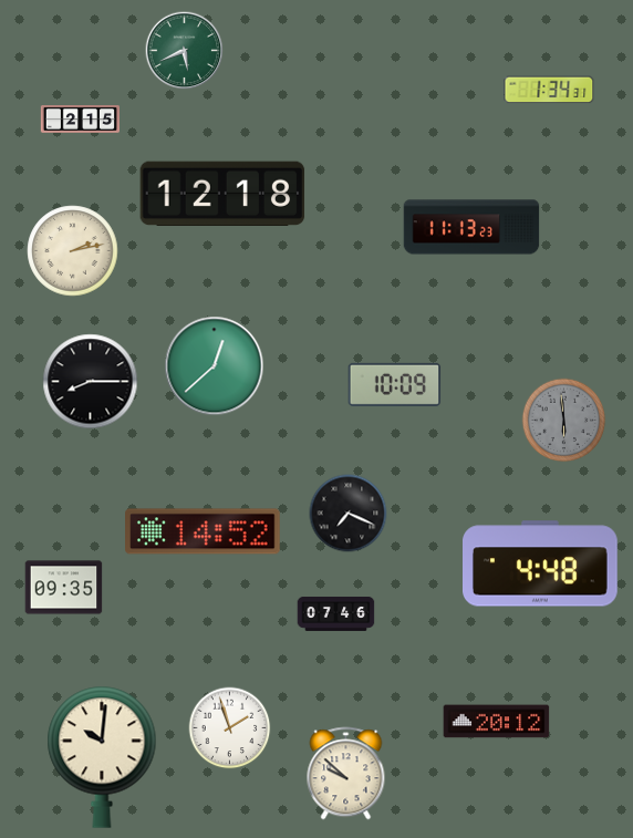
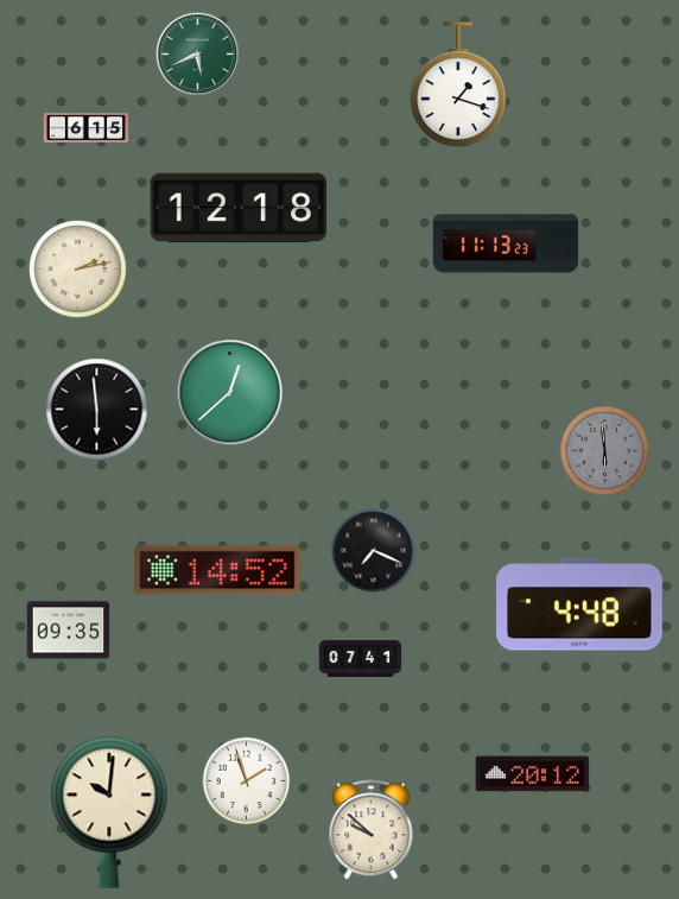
clock at (458, 84): none -> 1:18
clock at (549, 90): 1:34 -> none
clock at (80, 120): 2:15 -> 6:15
clock at (91, 382): 8:15 -> 5:59
clock at (395, 384): 10:09 -> none
clock at (336, 613): 07:46 -> 07:41
